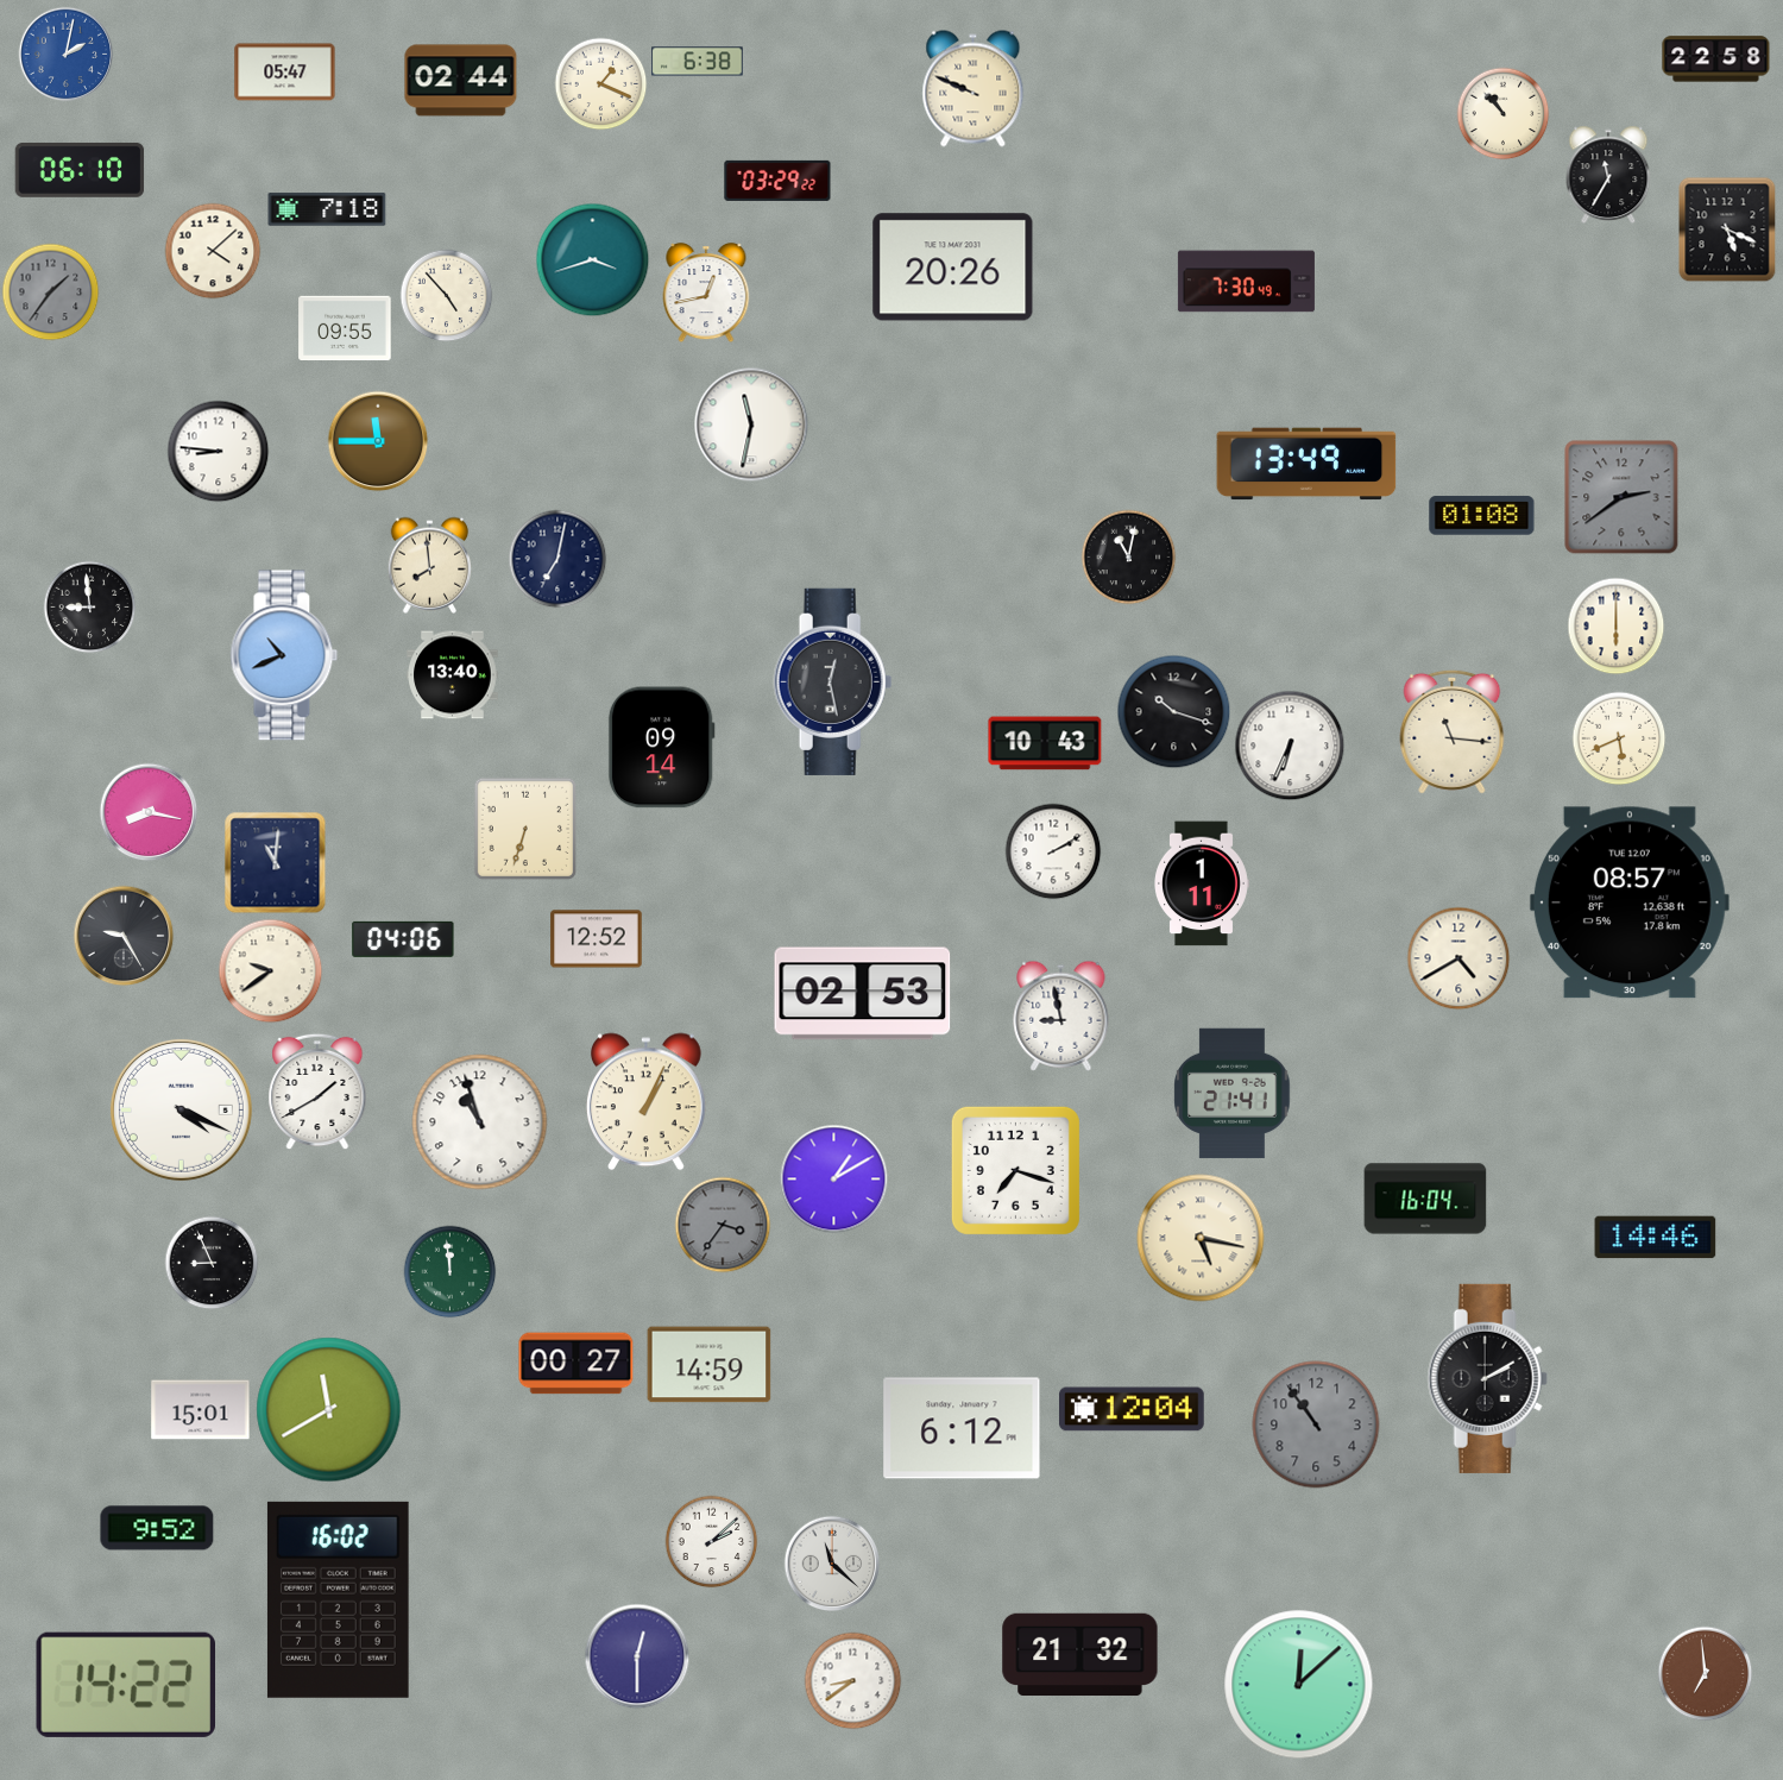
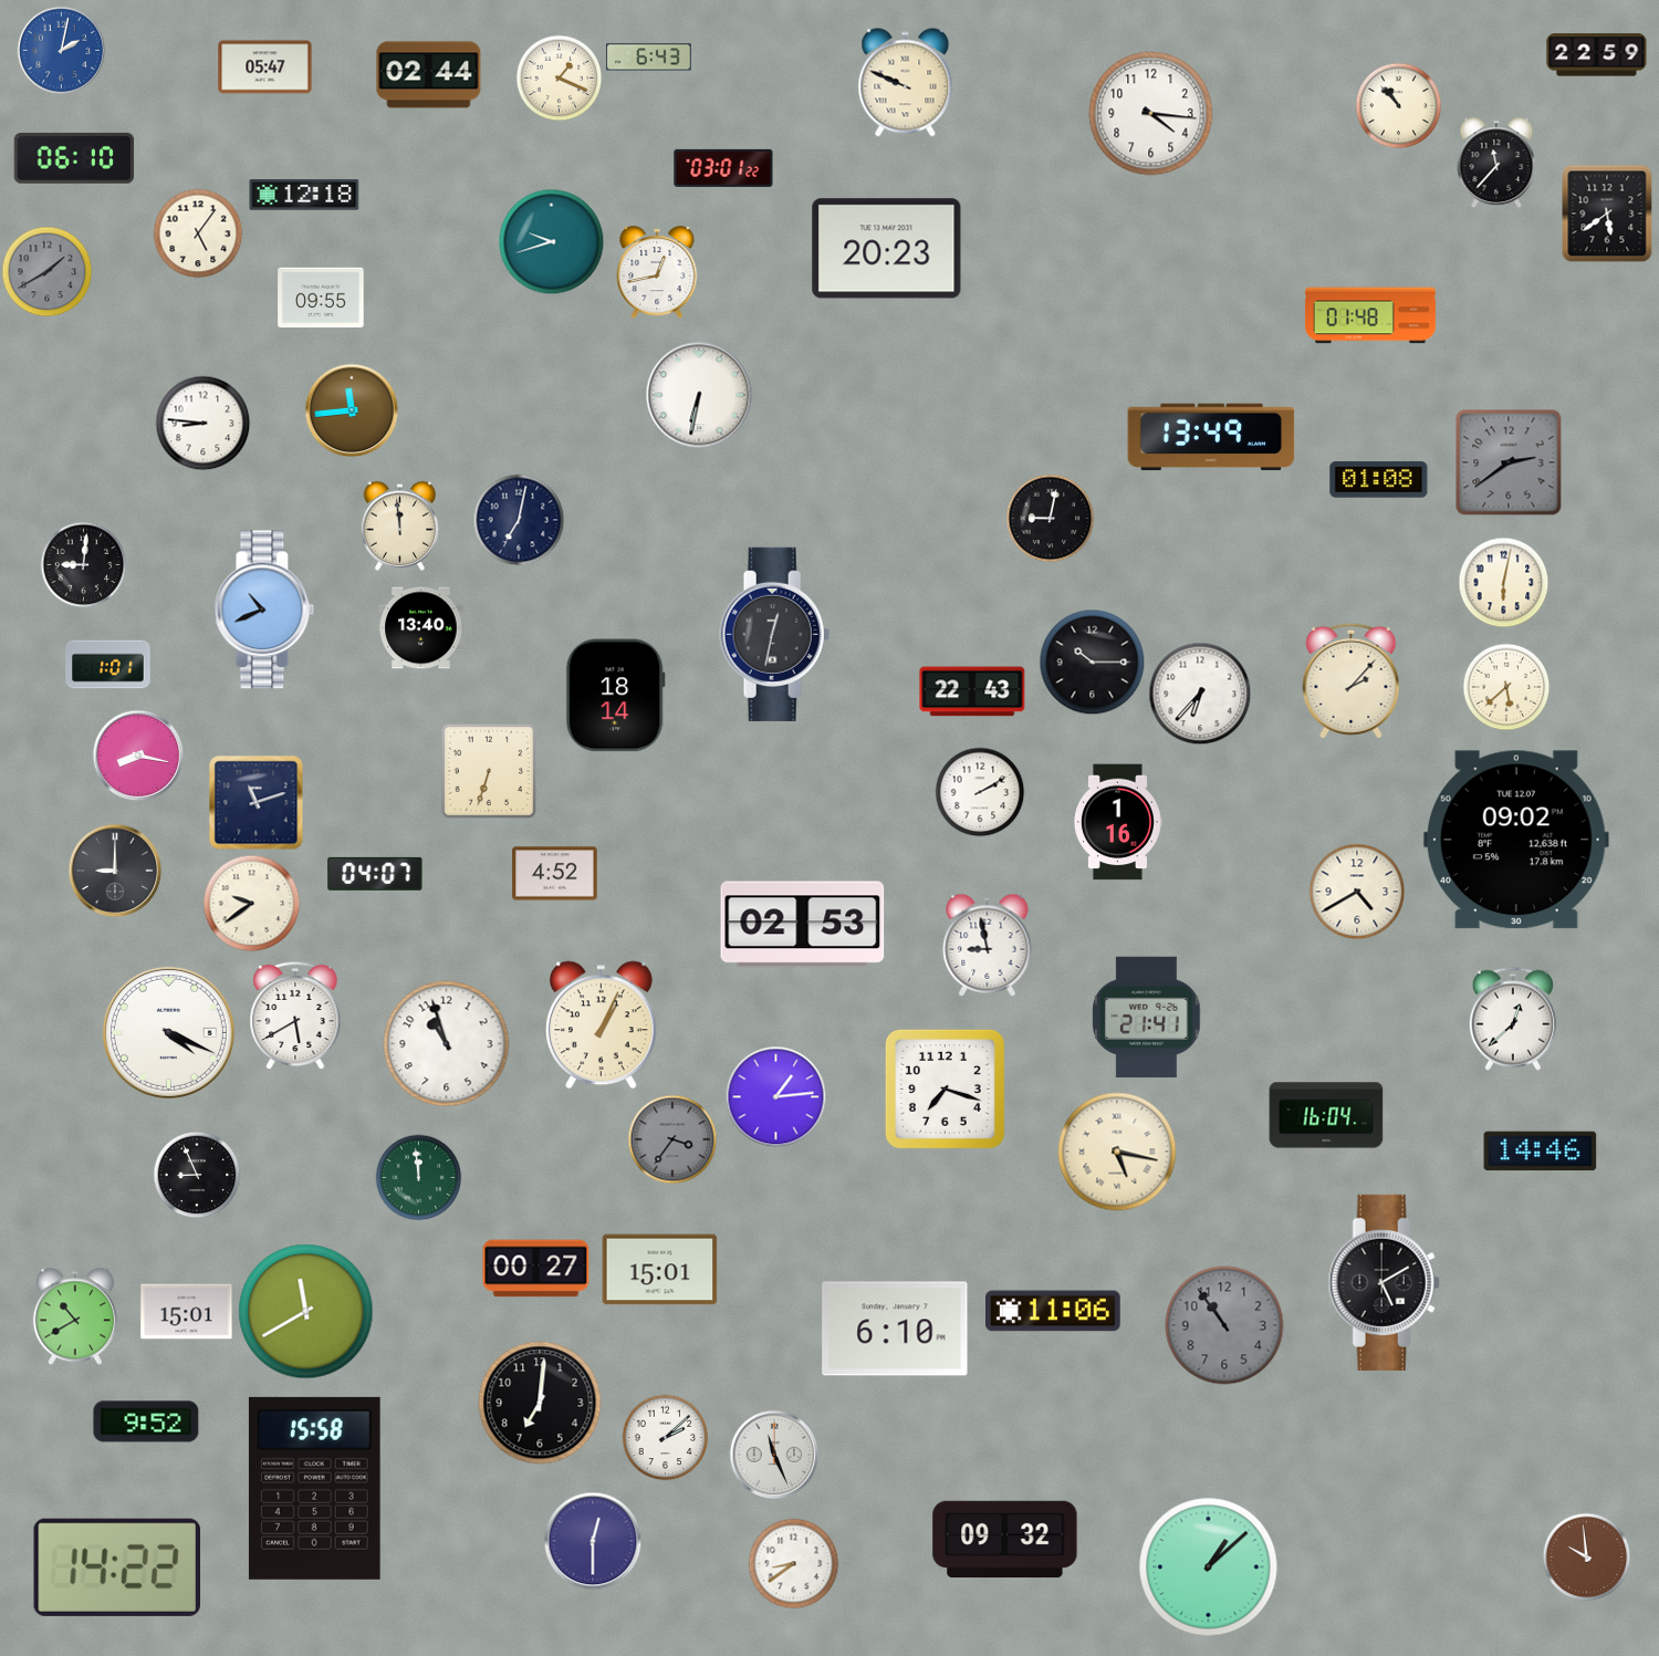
clock at (1716, 59): 22:58 -> 22:59
clock at (698, 62): 6:38 -> 6:43
clock at (1151, 114): none -> 4:16
clock at (1608, 175): 11:35 -> 11:37
clock at (777, 181): 03:29 -> 03:01
clock at (327, 209): 7:18 -> 12:18
clock at (1727, 229): 5:19 -> 5:39
clock at (213, 251): 4:08 -> 5:06
clock at (592, 259): 3:42 -> 9:42
clock at (953, 268): 20:26 -> 20:23
clock at (1246, 282): 7:30 -> none
clock at (50, 291): 1:36 -> 1:40
clock at (446, 295): 4:53 -> none
clock at (345, 328) position: (345, 328) -> (321, 298)
clock at (1370, 315): none -> 01:48
clock at (751, 424): 11:32 -> 6:32
clock at (378, 441): 11:45 -> 11:44
clock at (218, 451) position: (218, 451) -> (202, 423)
clock at (1306, 464) position: (1306, 464) -> (1211, 437)
clock at (1128, 556): 11:02 -> 9:02
clock at (430, 565): 7:59 -> 11:59
clock at (89, 606): 8:59 -> 9:01
clock at (1615, 625): 6:00 -> 6:02
clock at (833, 681): 12:28 -> 12:32
clock at (1173, 711): 10:18 -> 10:15
clock at (108, 665): none -> 1:01
clock at (1453, 731): 11:16 -> 2:07
clock at (1619, 738): 5:41 -> 5:38
clock at (1045, 743): 10:43 -> 22:43
clock at (1290, 746): 6:34 -> 6:37
clock at (661, 748): 09:14 -> 18:14
clock at (275, 862): 11:01 -> 11:12
clock at (1202, 883): 1:11 -> 1:16
clock at (1630, 902): 08:57 -> 09:02
clock at (124, 936): 9:25 -> 9:00
clock at (403, 939): 04:06 -> 04:07
clock at (597, 939): 12:52 -> 4:52
clock at (317, 1092): 1:40 -> 5:40
clock at (1513, 1019): none -> 12:38
clock at (833, 1178): 1:10 -> 1:14
clock at (449, 1271) position: (449, 1271) -> (418, 1177)
clock at (710, 1365): 14:59 -> 15:01
clock at (1487, 1378): 2:10 -> 5:10
clock at (1133, 1409): 12:04 -> 11:06
clock at (75, 1316): none -> 10:40
clock at (962, 1428): 6:12 -> 6:10
clock at (540, 1403): none -> 7:01
clock at (711, 1541) position: (711, 1541) -> (665, 1437)
clock at (832, 1564): 11:22 -> 11:26
clock at (338, 1599): 16:02 -> 15:58
clock at (1080, 1655): 21:32 -> 09:32
clock at (1705, 1673): 6:59 -> 9:59
clock at (1299, 1685): 12:08 -> 1:08
